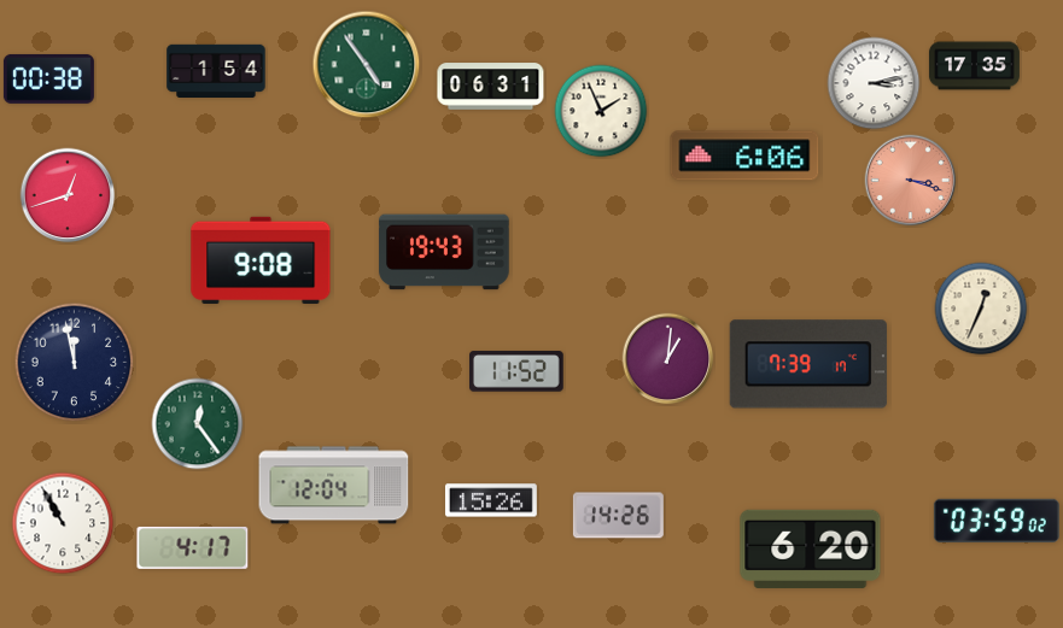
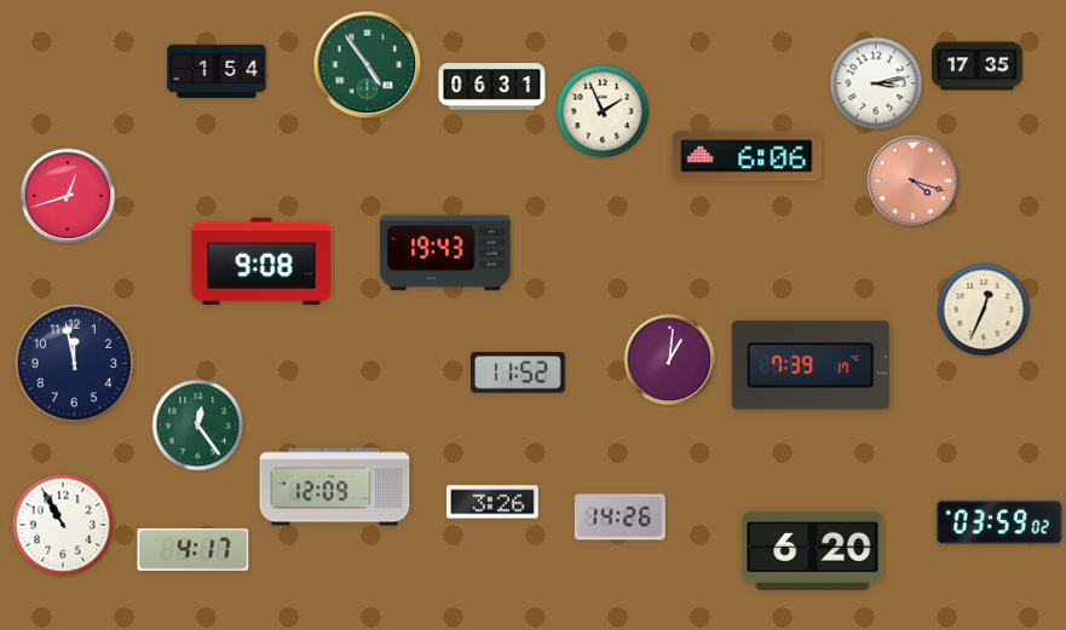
clock at (48, 78): 00:38 -> none
clock at (911, 181): 3:18 -> 4:18
clock at (334, 486): 12:04 -> 12:09
clock at (491, 500): 15:26 -> 3:26
